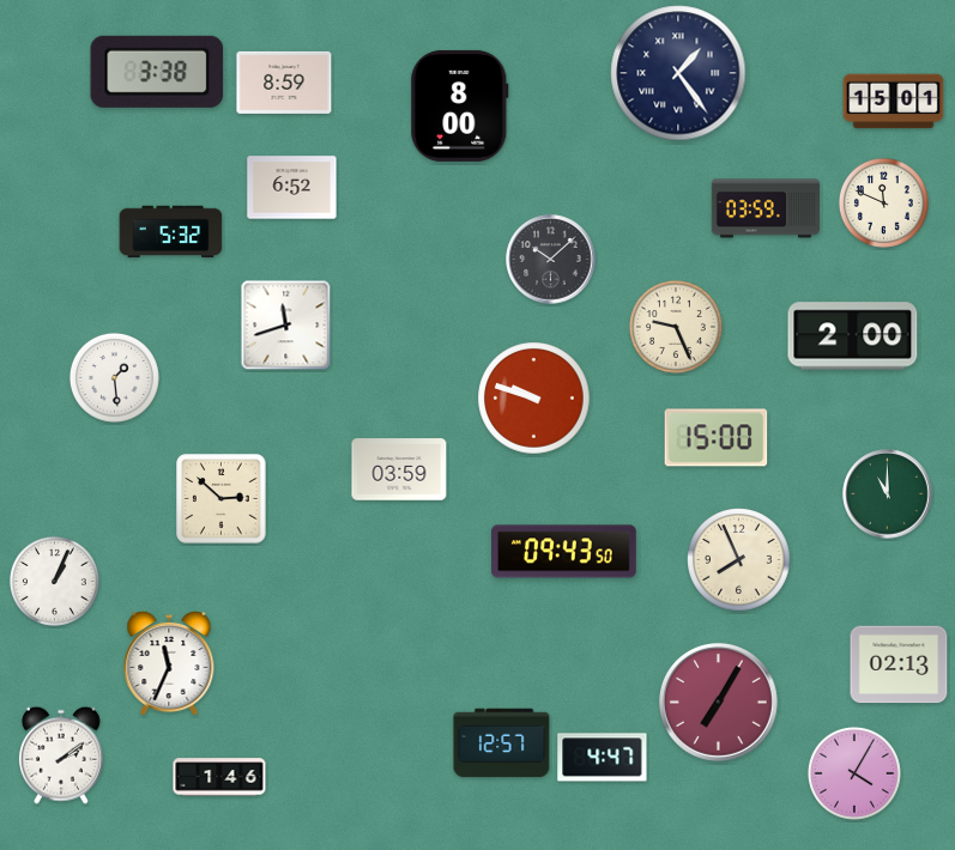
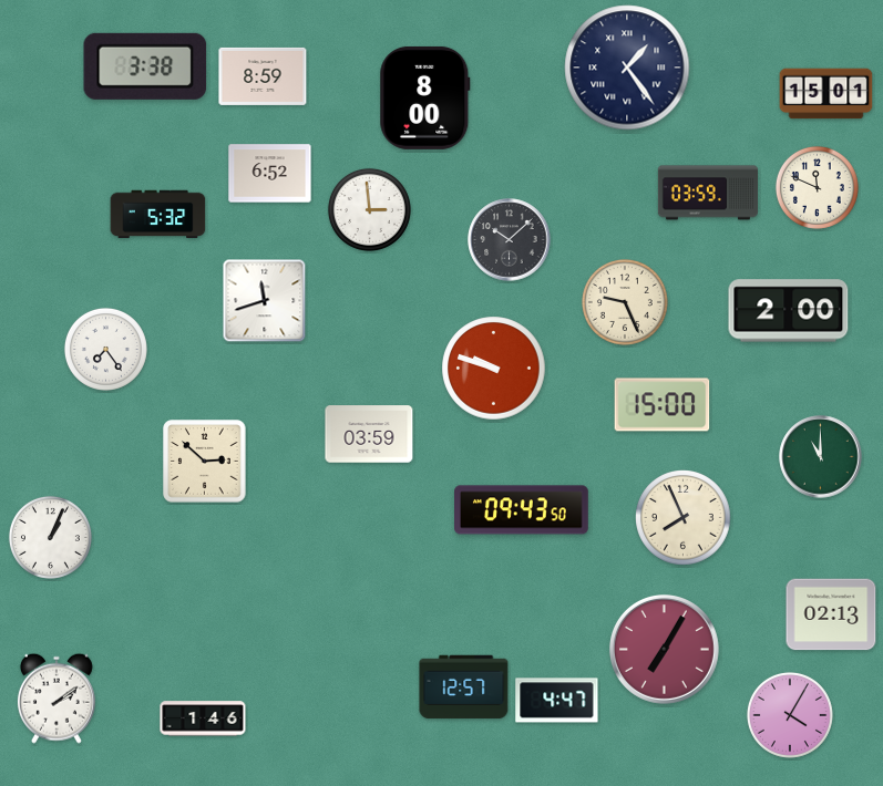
clock at (369, 209): none -> 2:59
clock at (114, 377): 1:29 -> 7:24
clock at (169, 663): 11:34 -> none
